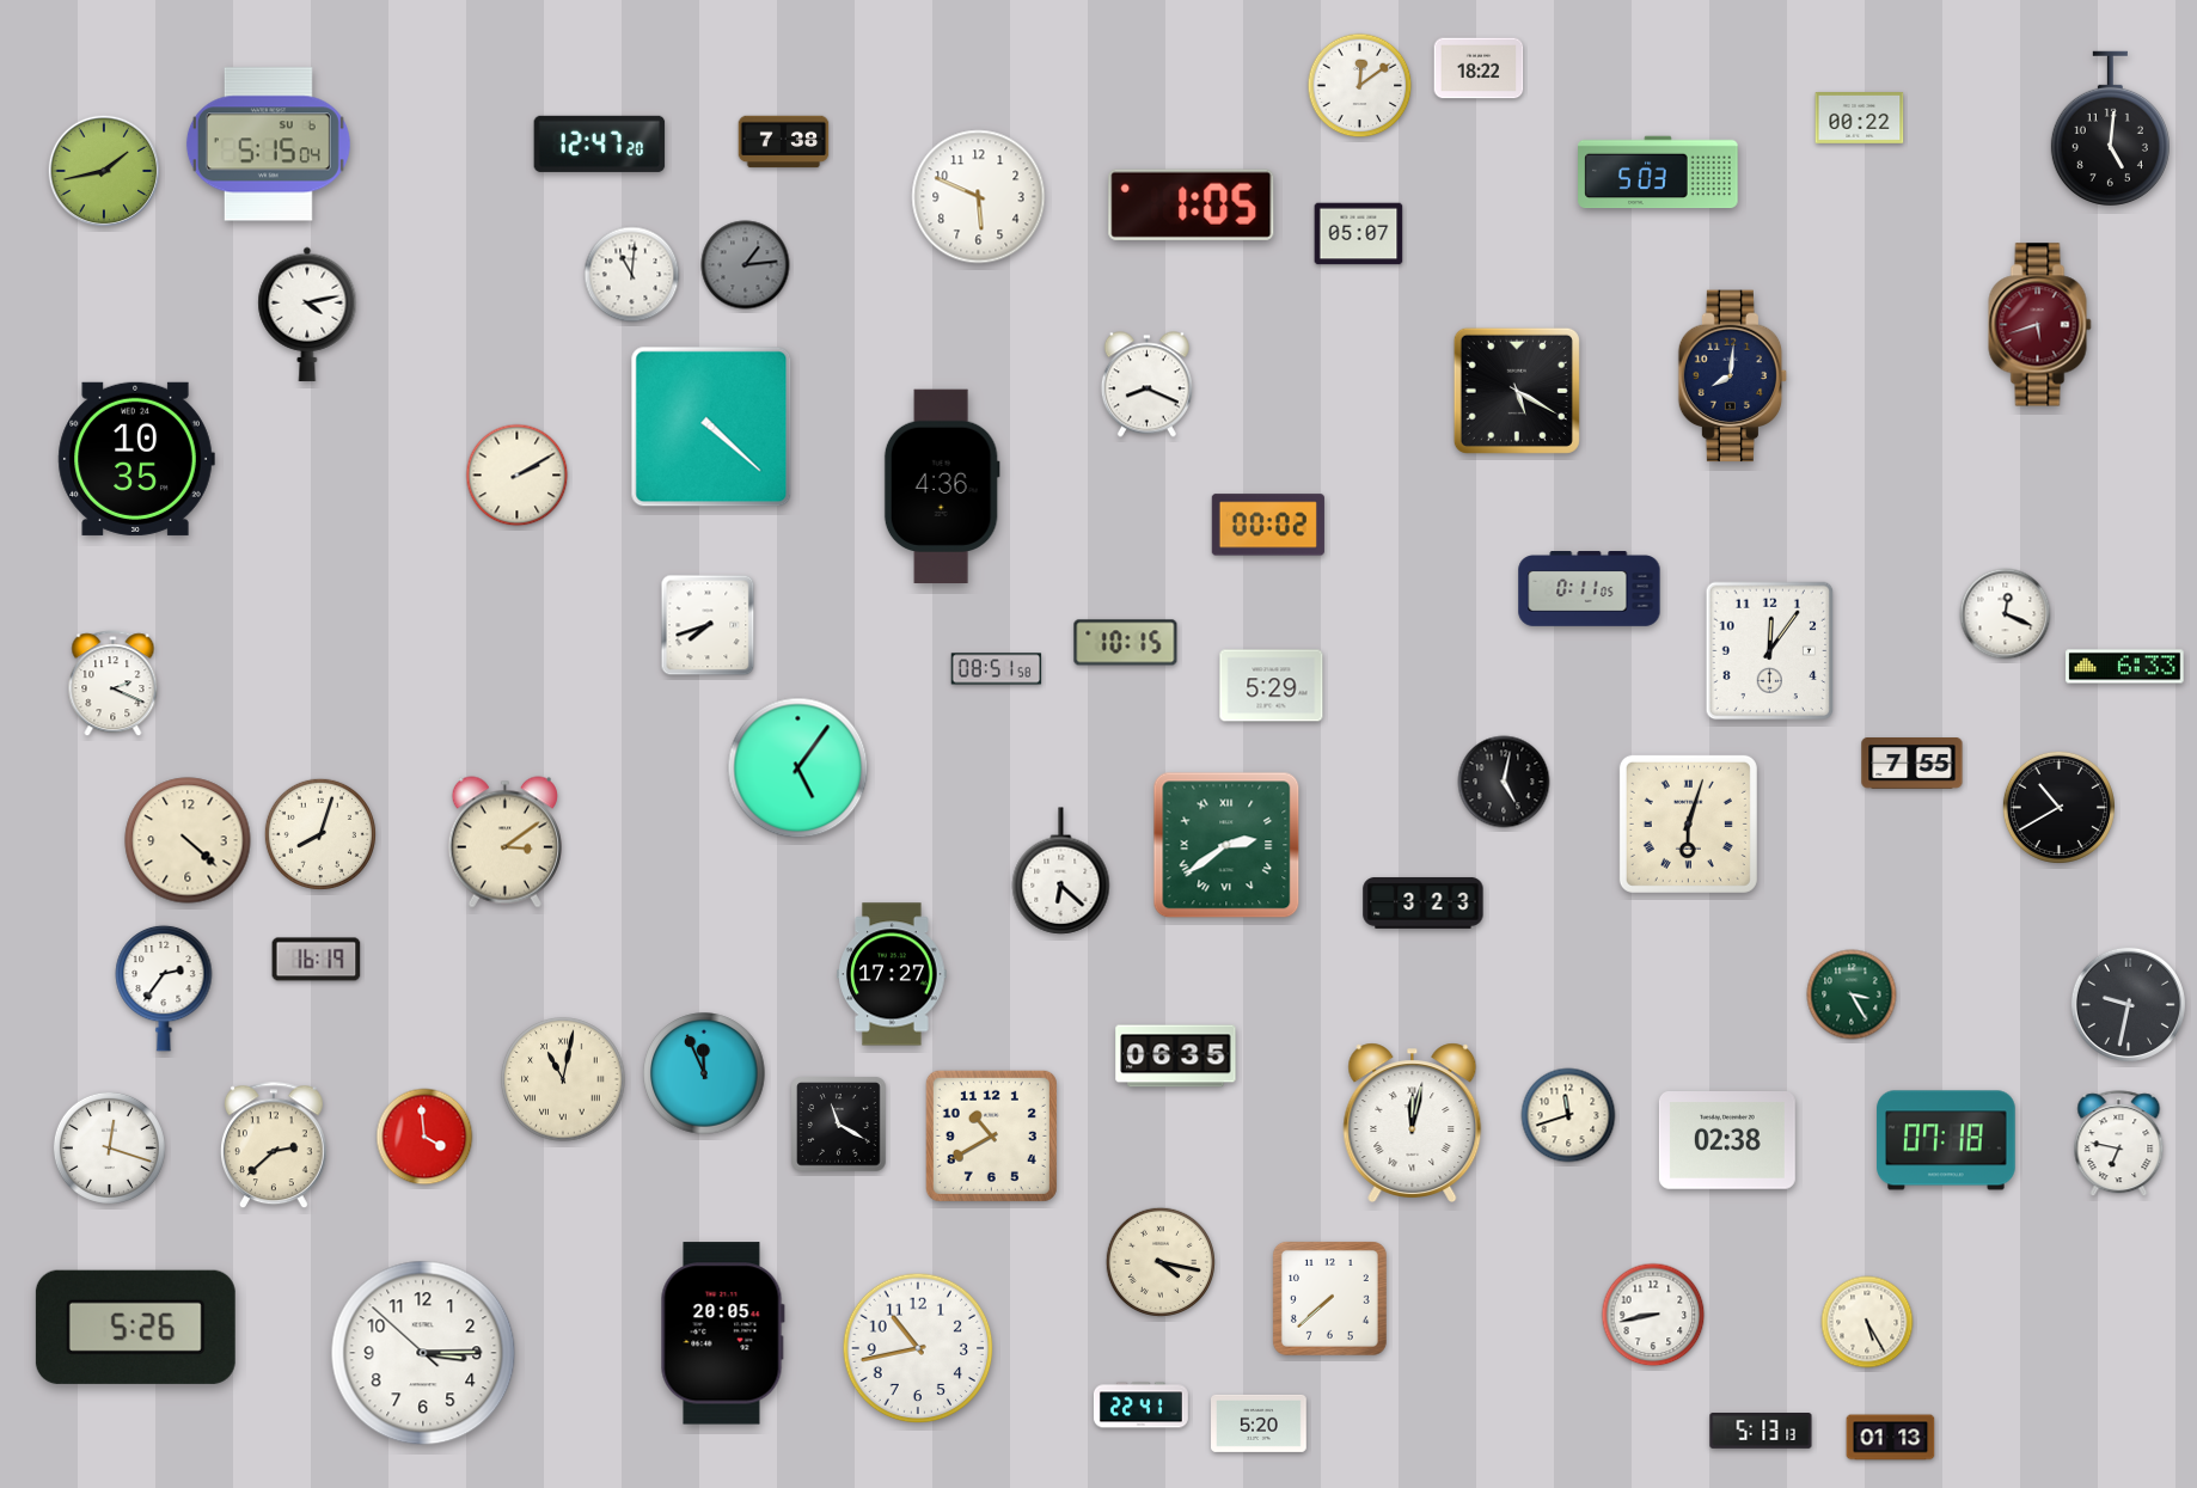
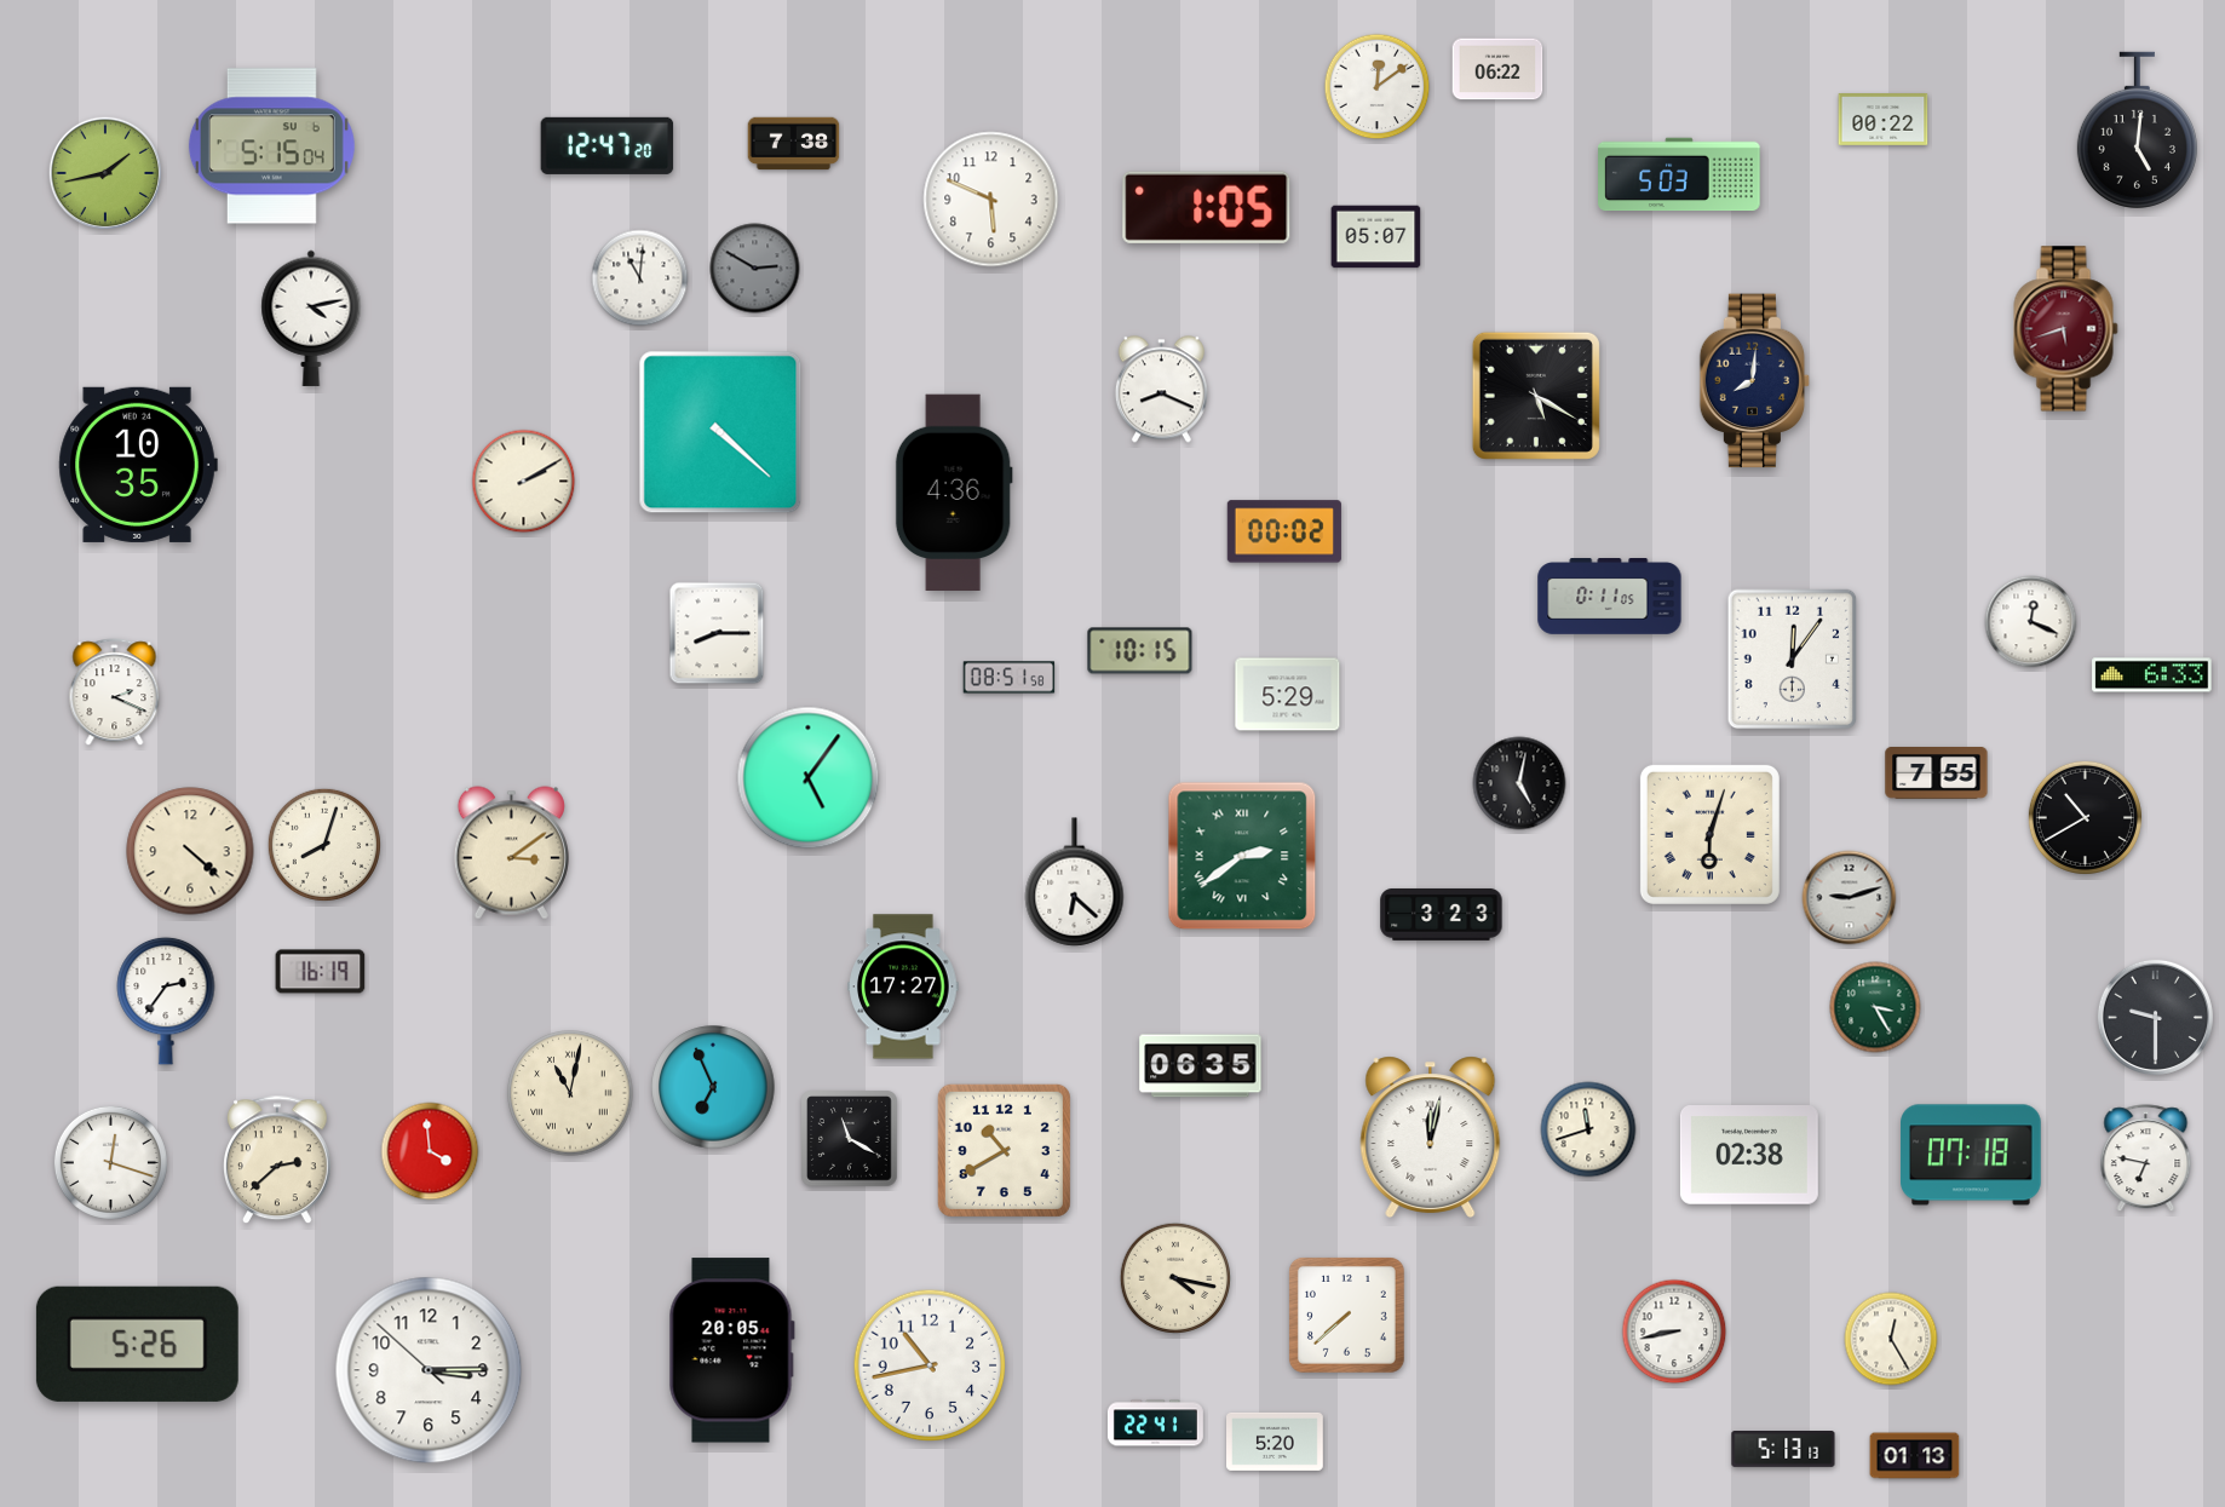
clock at (1479, 68): 18:22 -> 06:22
clock at (746, 265): 1:14 -> 2:50
clock at (708, 625): 7:42 -> 8:15
clock at (1504, 782) position: (1504, 782) -> (1519, 783)
clock at (1850, 898): none -> 9:12
clock at (2128, 1004): 9:32 -> 9:30
clock at (1176, 1057) position: (1176, 1057) -> (1201, 1066)
clock at (704, 1073): 11:56 -> 6:56
clock at (1867, 1322): 5:25 -> 12:25
